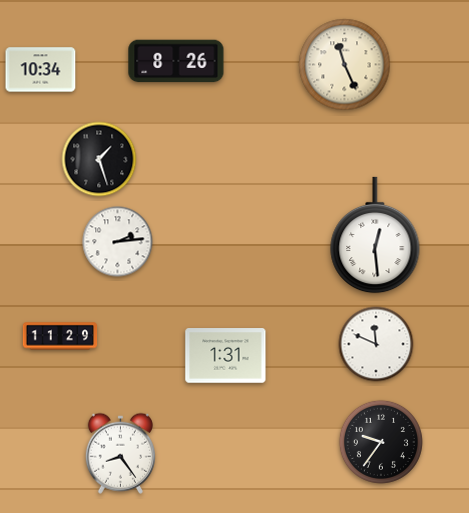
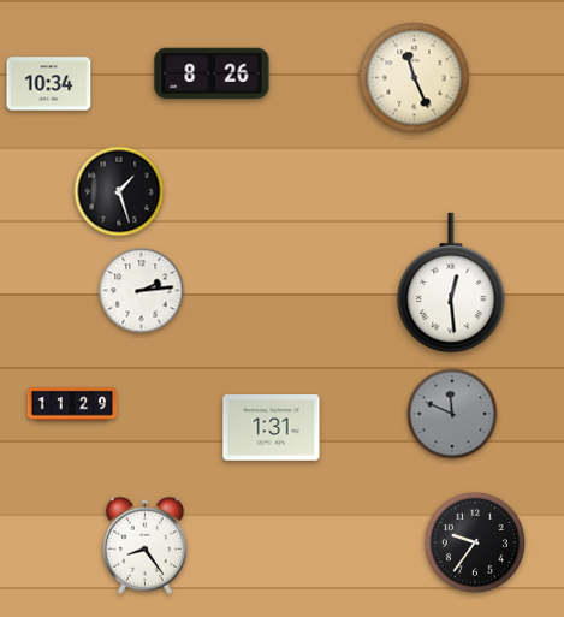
clock at (376, 344) dial: white -> grey
clock at (381, 442) position: (381, 442) -> (475, 542)
